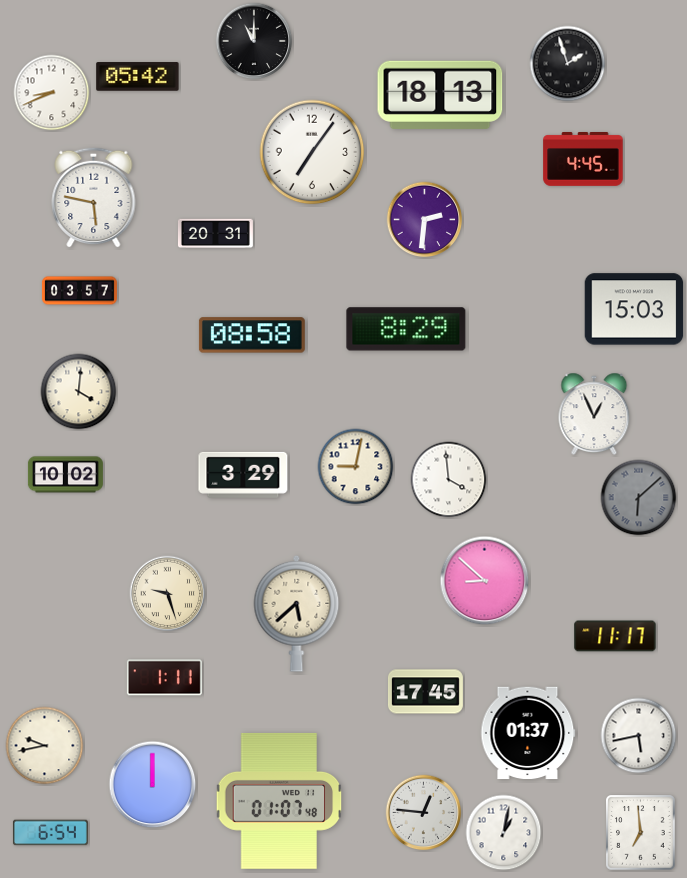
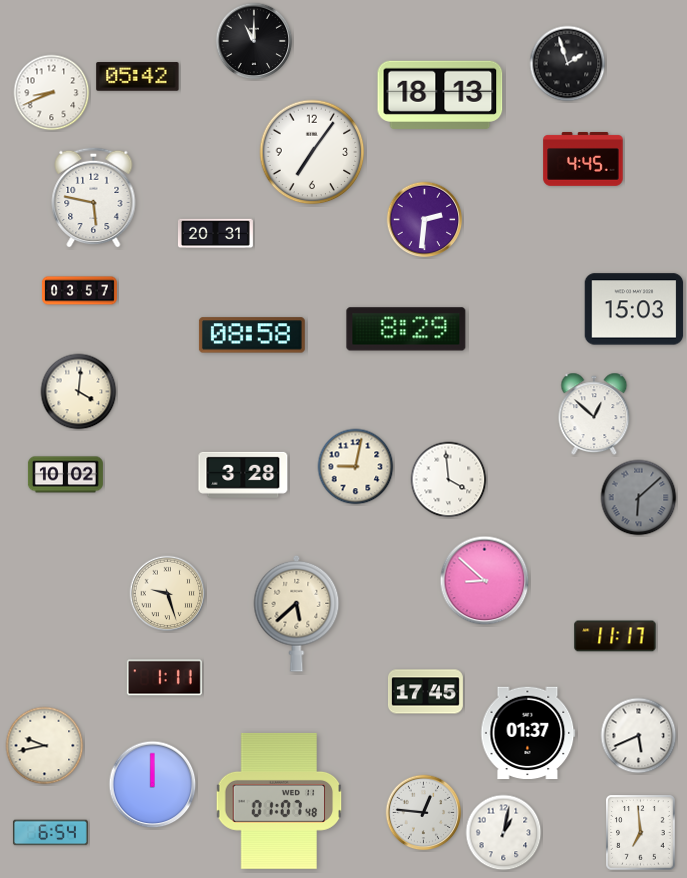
clock at (594, 414): 12:56 -> 12:52
clock at (243, 475): 3:29 -> 3:28
clock at (639, 736): 5:43 -> 5:41
